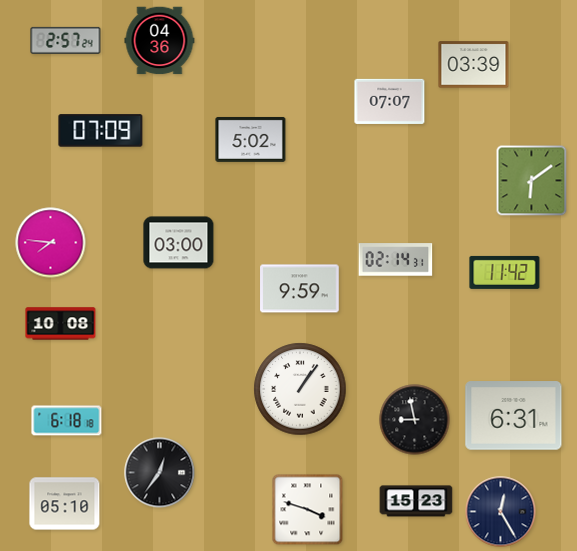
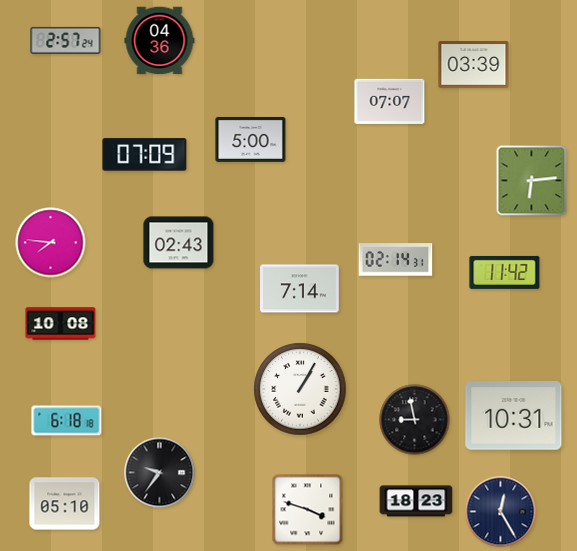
clock at (101, 131) position: (101, 131) -> (145, 155)
clock at (251, 139): 5:02 -> 5:00
clock at (532, 181): 6:09 -> 6:14
clock at (179, 243): 03:00 -> 02:43
clock at (300, 289): 9:59 -> 7:14
clock at (300, 389): 1:06 -> 1:05
clock at (514, 416): 6:31 -> 10:31
clock at (160, 473): 12:36 -> 9:36
clock at (416, 501): 15:23 -> 18:23
